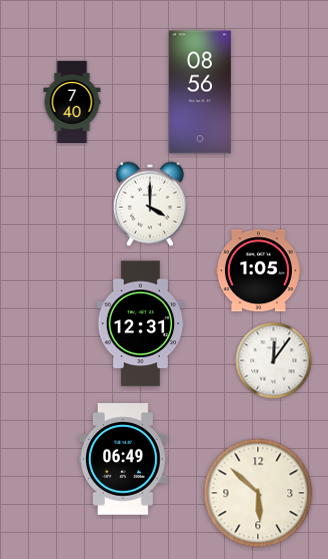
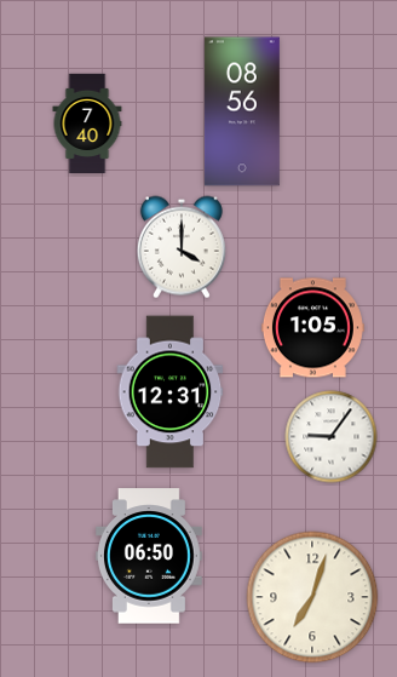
clock at (274, 361): 12:06 -> 9:06
clock at (123, 459): 06:49 -> 06:50
clock at (258, 493): 5:52 -> 7:03
